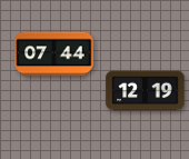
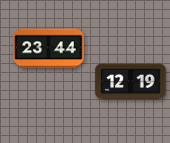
clock at (54, 54): 07:44 -> 23:44
